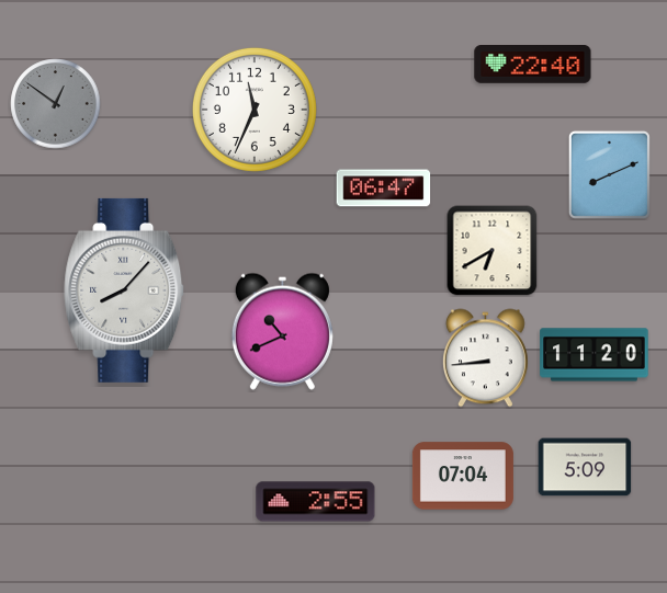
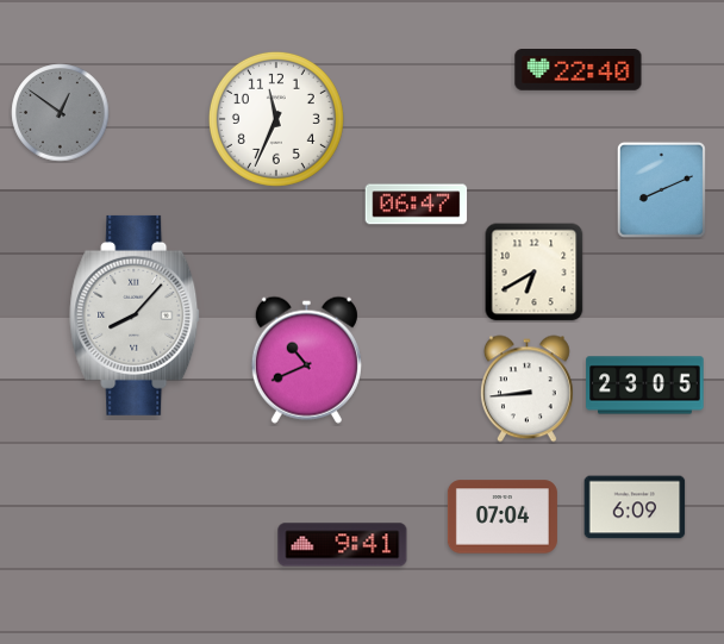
clock at (595, 355): 11:20 -> 23:05
clock at (585, 467): 5:09 -> 6:09
clock at (316, 502): 2:55 -> 9:41
